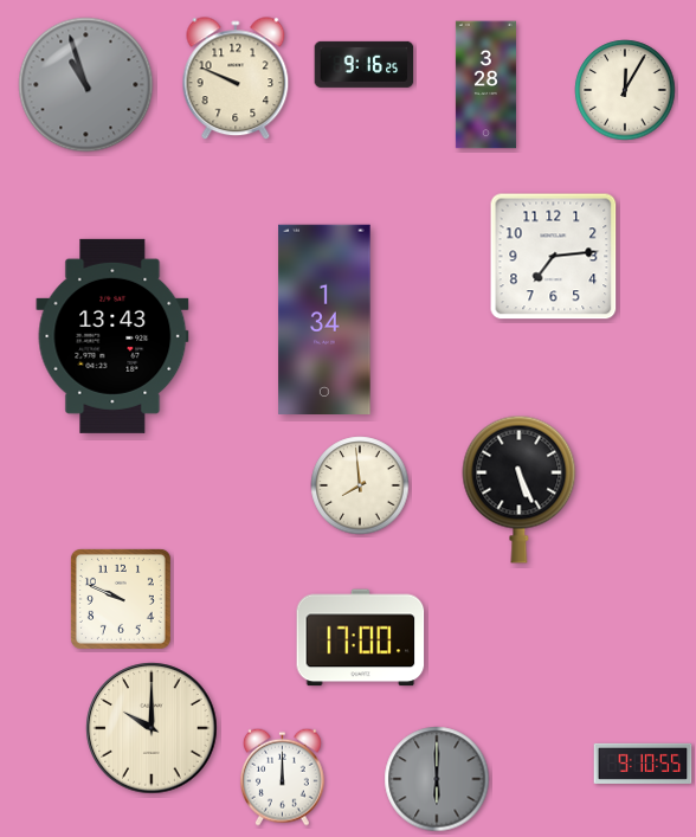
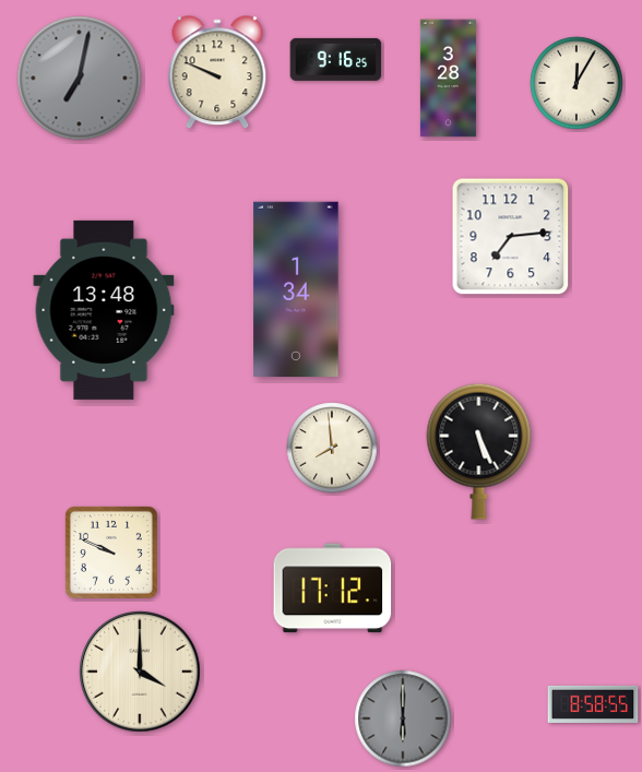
clock at (86, 85): 10:57 -> 7:02
clock at (324, 320) position: (324, 320) -> (296, 289)
clock at (112, 336): 13:43 -> 13:48
clock at (361, 638): 17:00 -> 17:12
clock at (152, 728): 10:00 -> 4:00
clock at (643, 764): 9:10 -> 8:58
clock at (282, 777): 12:00 -> none
